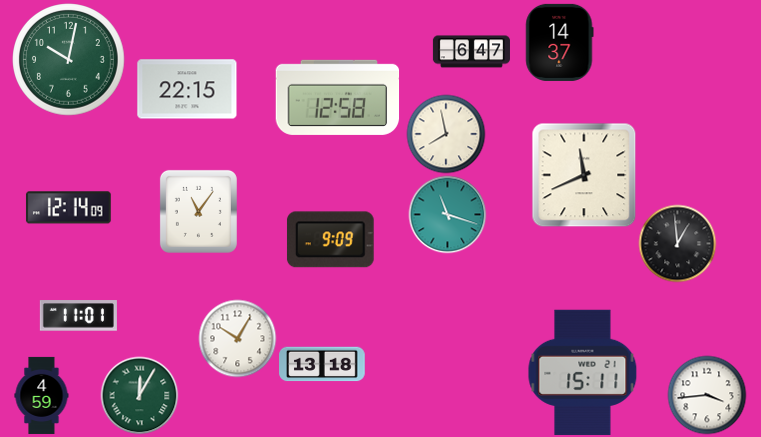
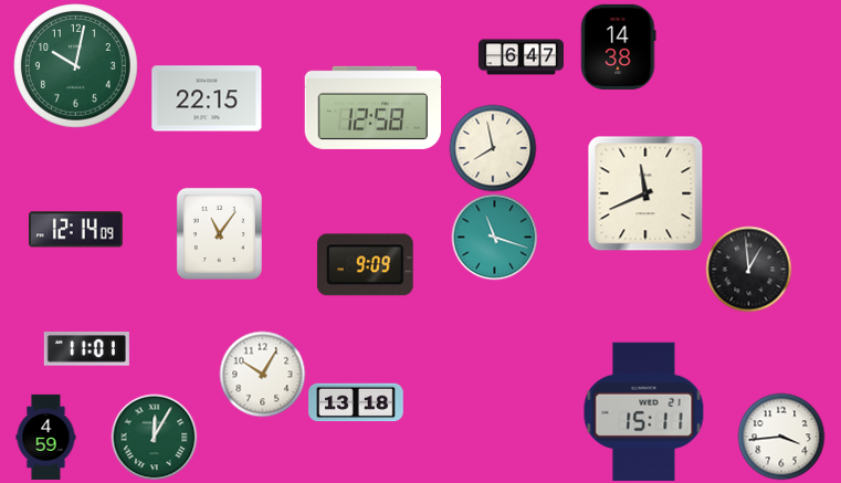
clock at (560, 42): 14:37 -> 14:38
